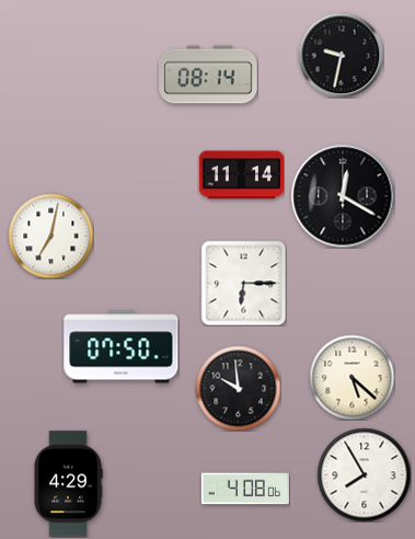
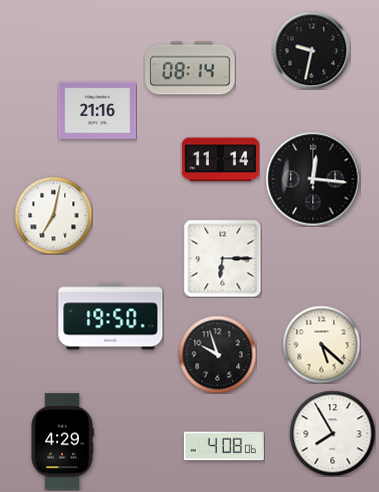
clock at (97, 110): none -> 21:16
clock at (343, 196): 12:20 -> 12:16
clock at (50, 236) position: (50, 236) -> (53, 215)
clock at (122, 347): 07:50 -> 19:50
clock at (238, 388): 9:59 -> 9:57
